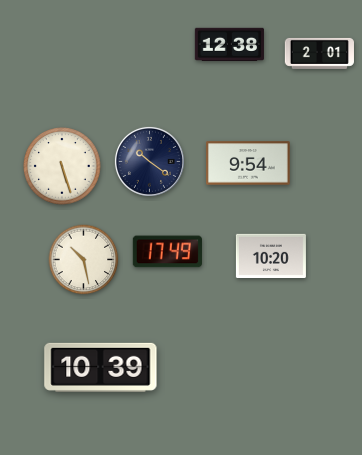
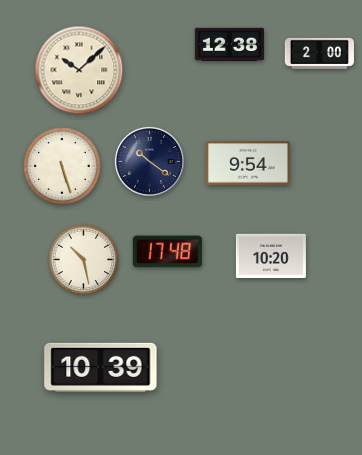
clock at (319, 53): 2:01 -> 2:00
clock at (79, 70): none -> 10:08
clock at (167, 252): 17:49 -> 17:48
